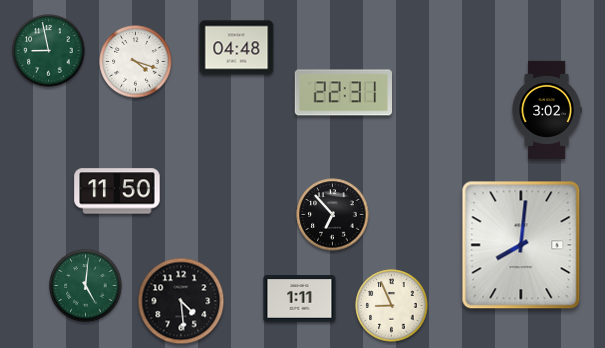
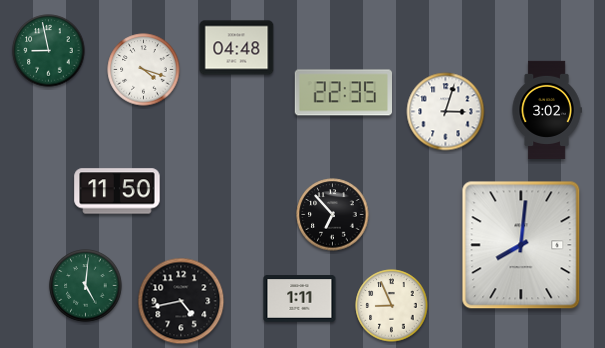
clock at (136, 62) position: (136, 62) -> (144, 70)
clock at (343, 93): 22:31 -> 22:35
clock at (446, 112): none -> 3:03
clock at (181, 301): 4:29 -> 4:43
